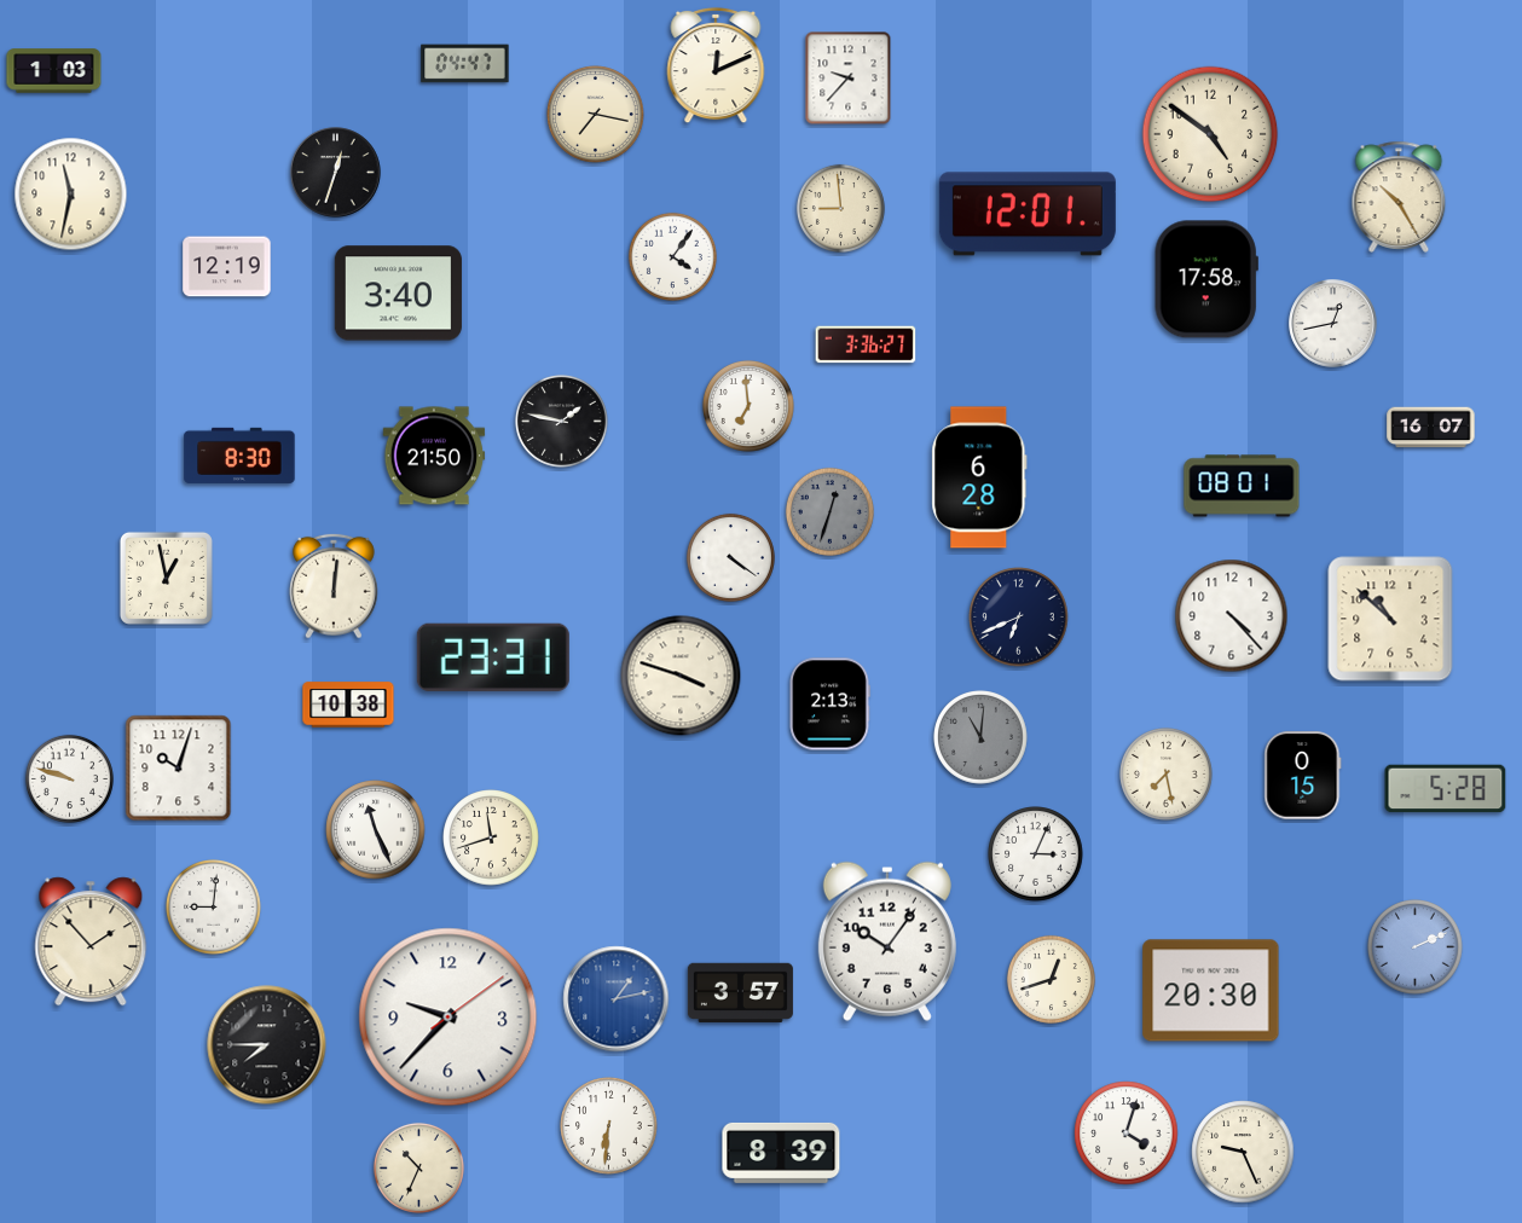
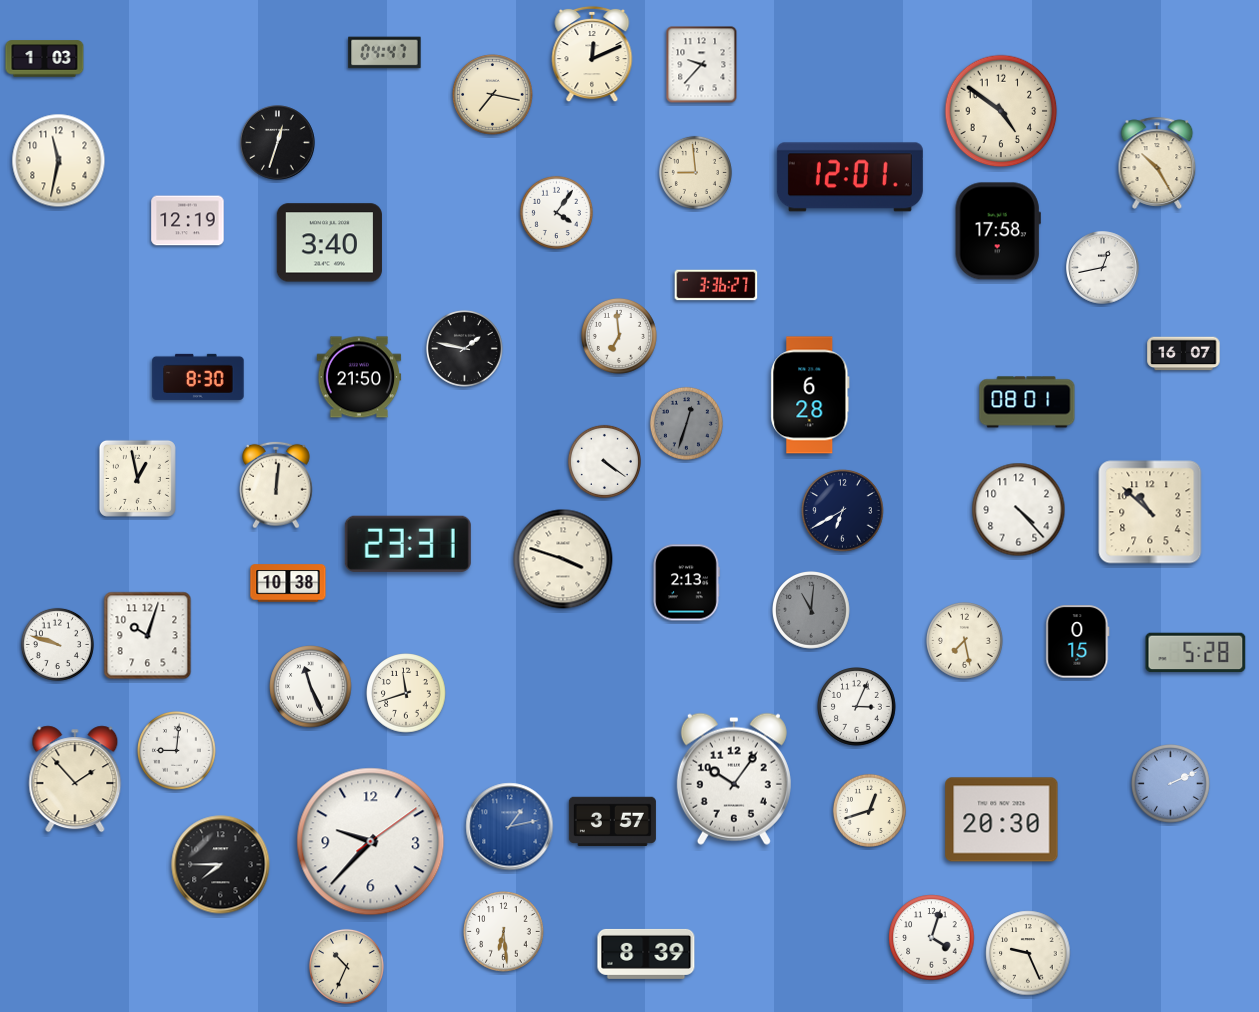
clock at (1019, 618): 6:41 -> 6:40
clock at (609, 1126): 6:31 -> 6:29
